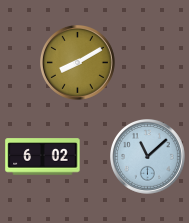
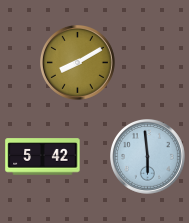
clock at (43, 157): 6:02 -> 5:42
clock at (148, 157): 11:08 -> 5:59
